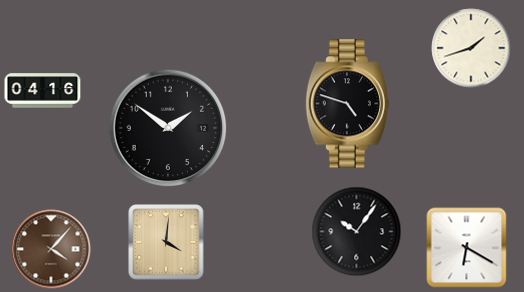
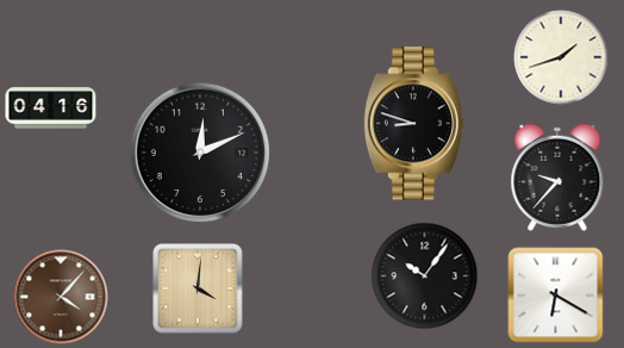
clock at (347, 104): 4:48 -> 8:48
clock at (168, 128): 1:51 -> 12:11
clock at (557, 178): none -> 9:37
